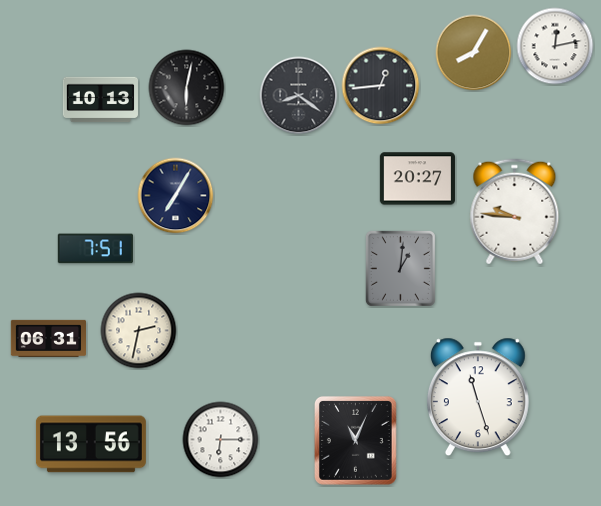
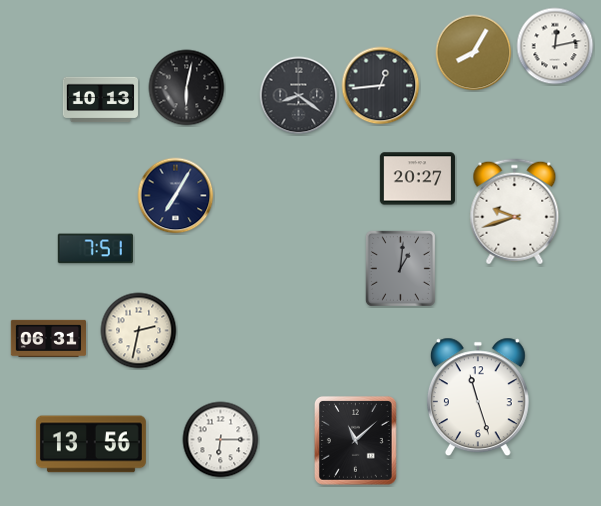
clock at (515, 212): 9:46 -> 9:42
clock at (355, 440): 11:04 -> 11:08
